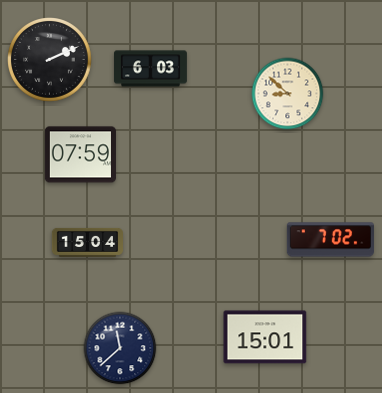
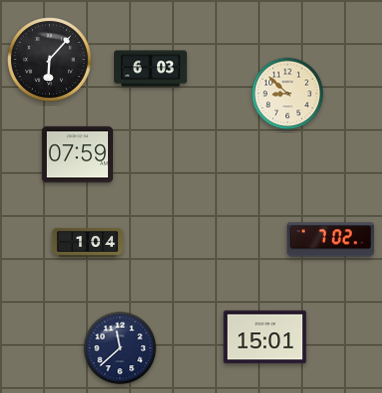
clock at (50, 60): 2:11 -> 6:07
clock at (80, 155) position: (80, 155) -> (77, 155)
clock at (87, 242): 15:04 -> 1:04
